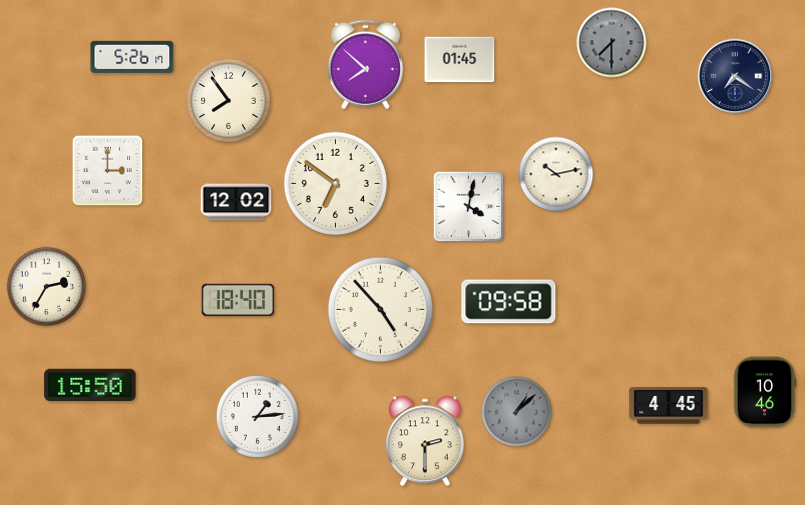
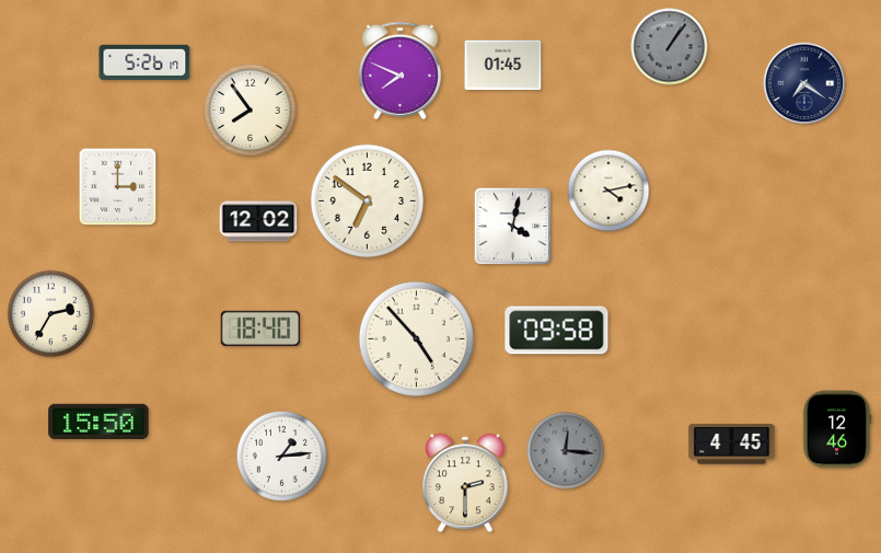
clock at (612, 43): 7:30 -> 1:06
clock at (365, 65): 7:52 -> 7:49
clock at (556, 174): 10:13 -> 4:13
clock at (765, 392): 10:46 -> 12:46
clock at (517, 412): 1:08 -> 12:16
